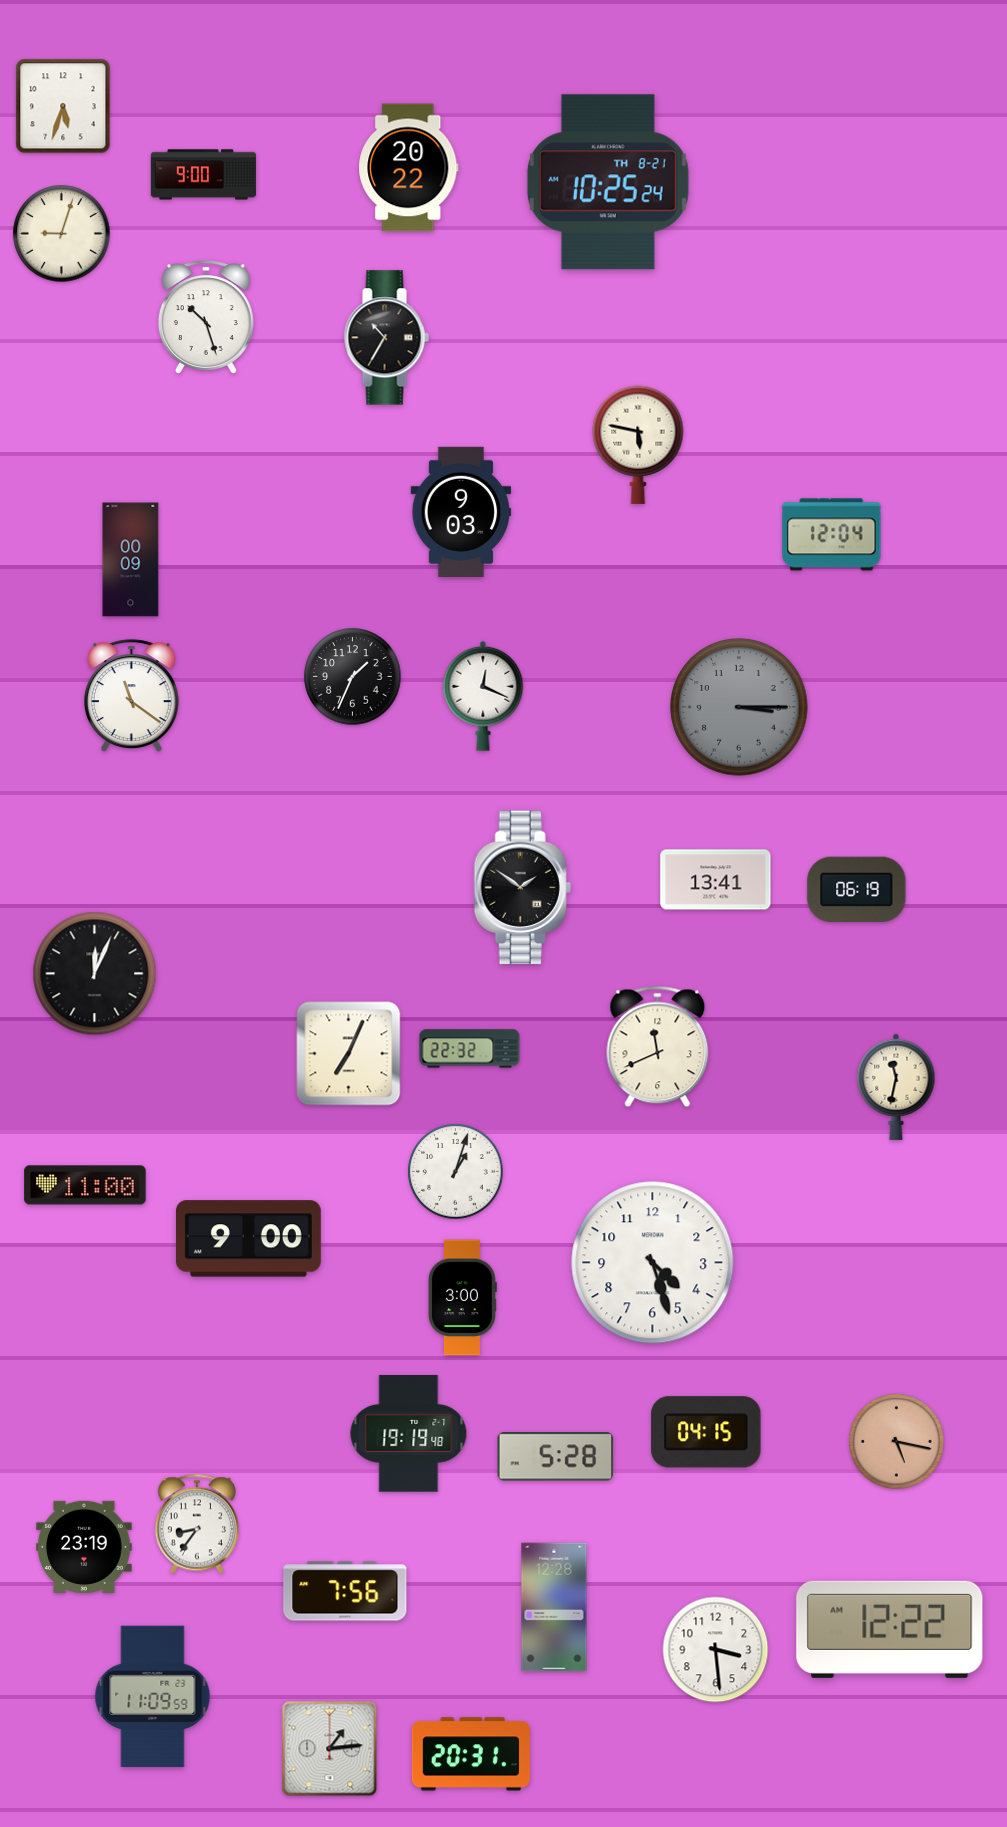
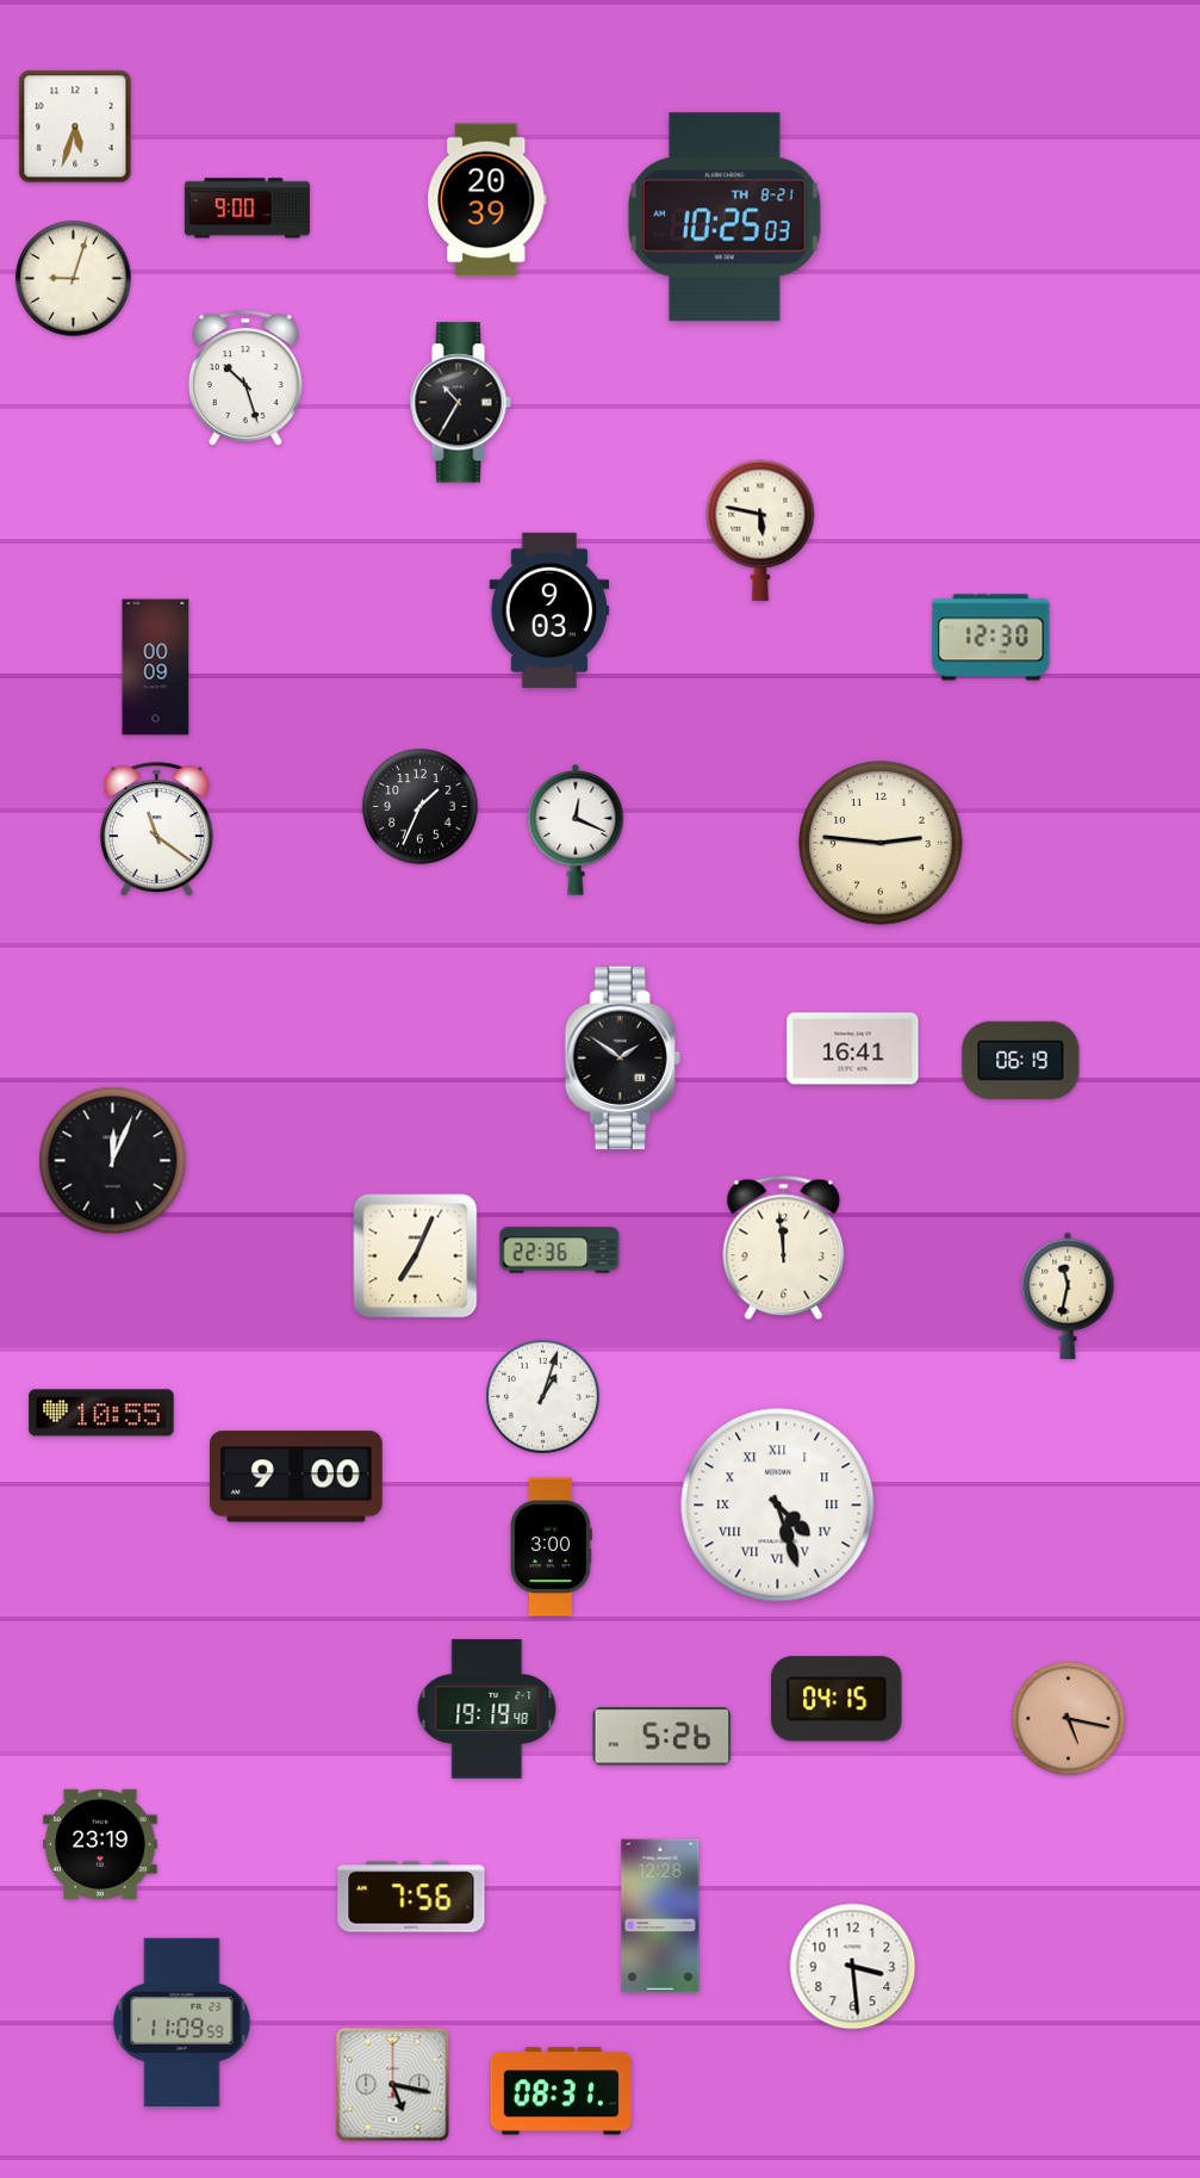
clock at (409, 168): 20:22 -> 20:39
clock at (203, 175) position: (203, 175) -> (247, 209)
clock at (608, 182): 10:25:24 -> 10:25:03
clock at (832, 535): 12:04 -> 12:30
clock at (739, 707): 3:15 -> 2:46
clock at (739, 707) dial: grey -> cream
clock at (716, 880): 13:41 -> 16:41
clock at (658, 1047): 11:41 -> 11:59
clock at (470, 1049): 22:32 -> 22:36
clock at (85, 1185): 11:00 -> 10:55
clock at (653, 1263) numerals: Arabic -> Roman
clock at (706, 1432) position: (706, 1432) -> (837, 1699)
clock at (556, 1457): 5:28 -> 5:26
clock at (197, 1524): 8:36 -> none
clock at (890, 1629): 12:22 -> none
clock at (330, 1749): 1:14 -> 5:17
clock at (471, 1754): 20:31 -> 08:31
